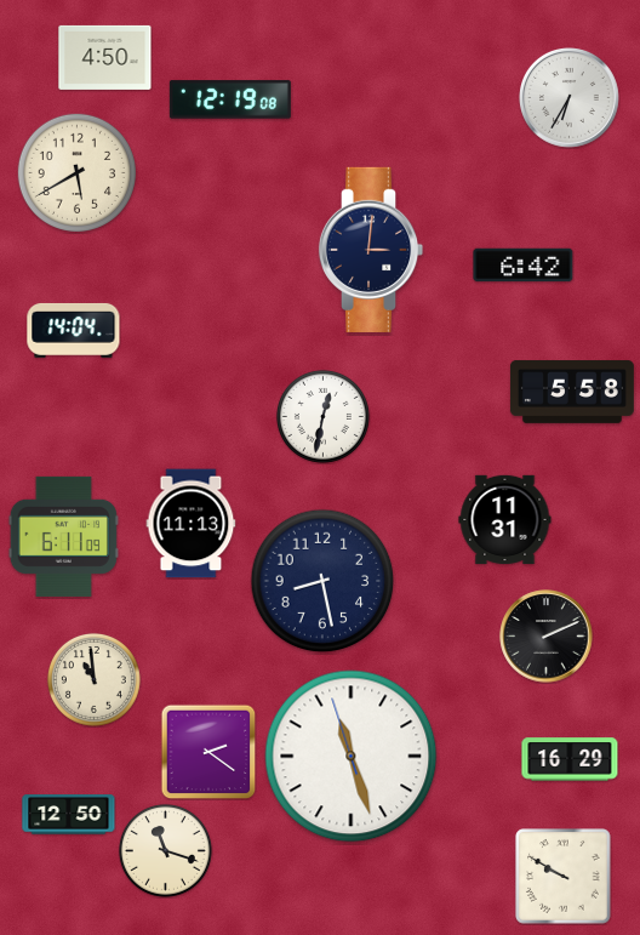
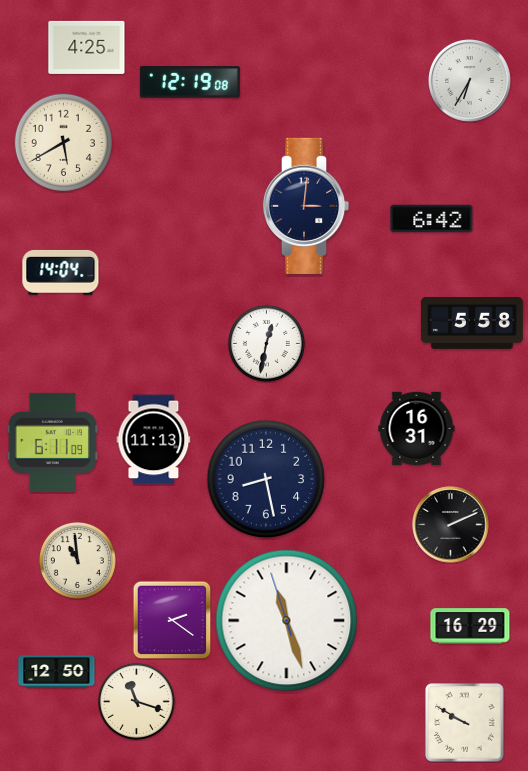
clock at (105, 57): 4:50 -> 4:25
clock at (505, 519): 11:31 -> 16:31
clock at (192, 524) position: (192, 524) -> (154, 440)
clock at (352, 757) position: (352, 757) -> (287, 621)
